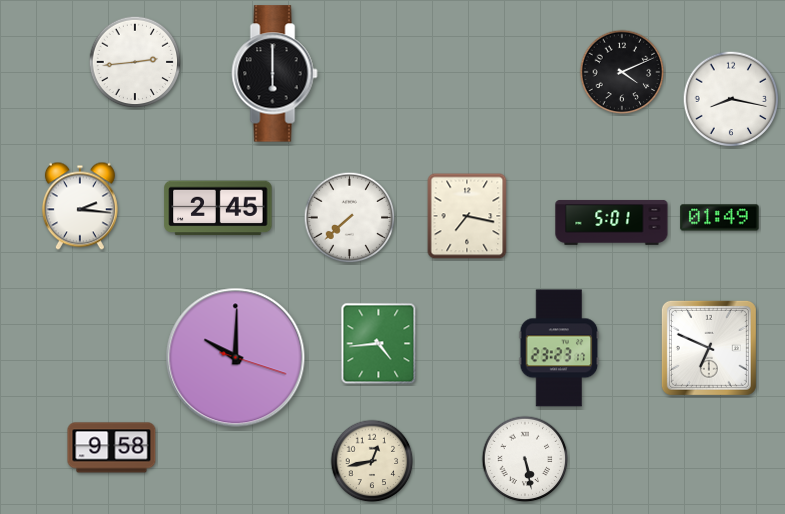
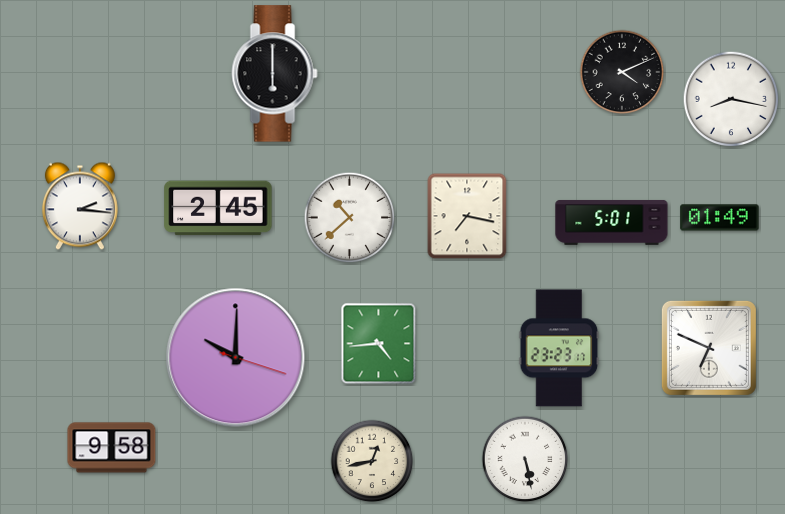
clock at (135, 62): 2:44 -> none
clock at (350, 218): 7:38 -> 10:38
